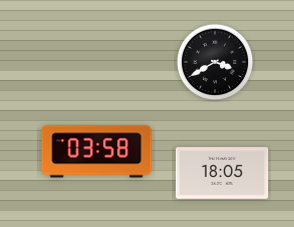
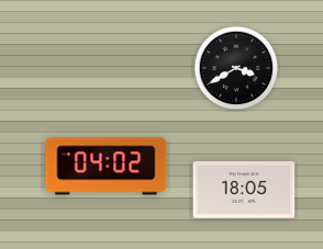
clock at (97, 152): 03:58 -> 04:02
